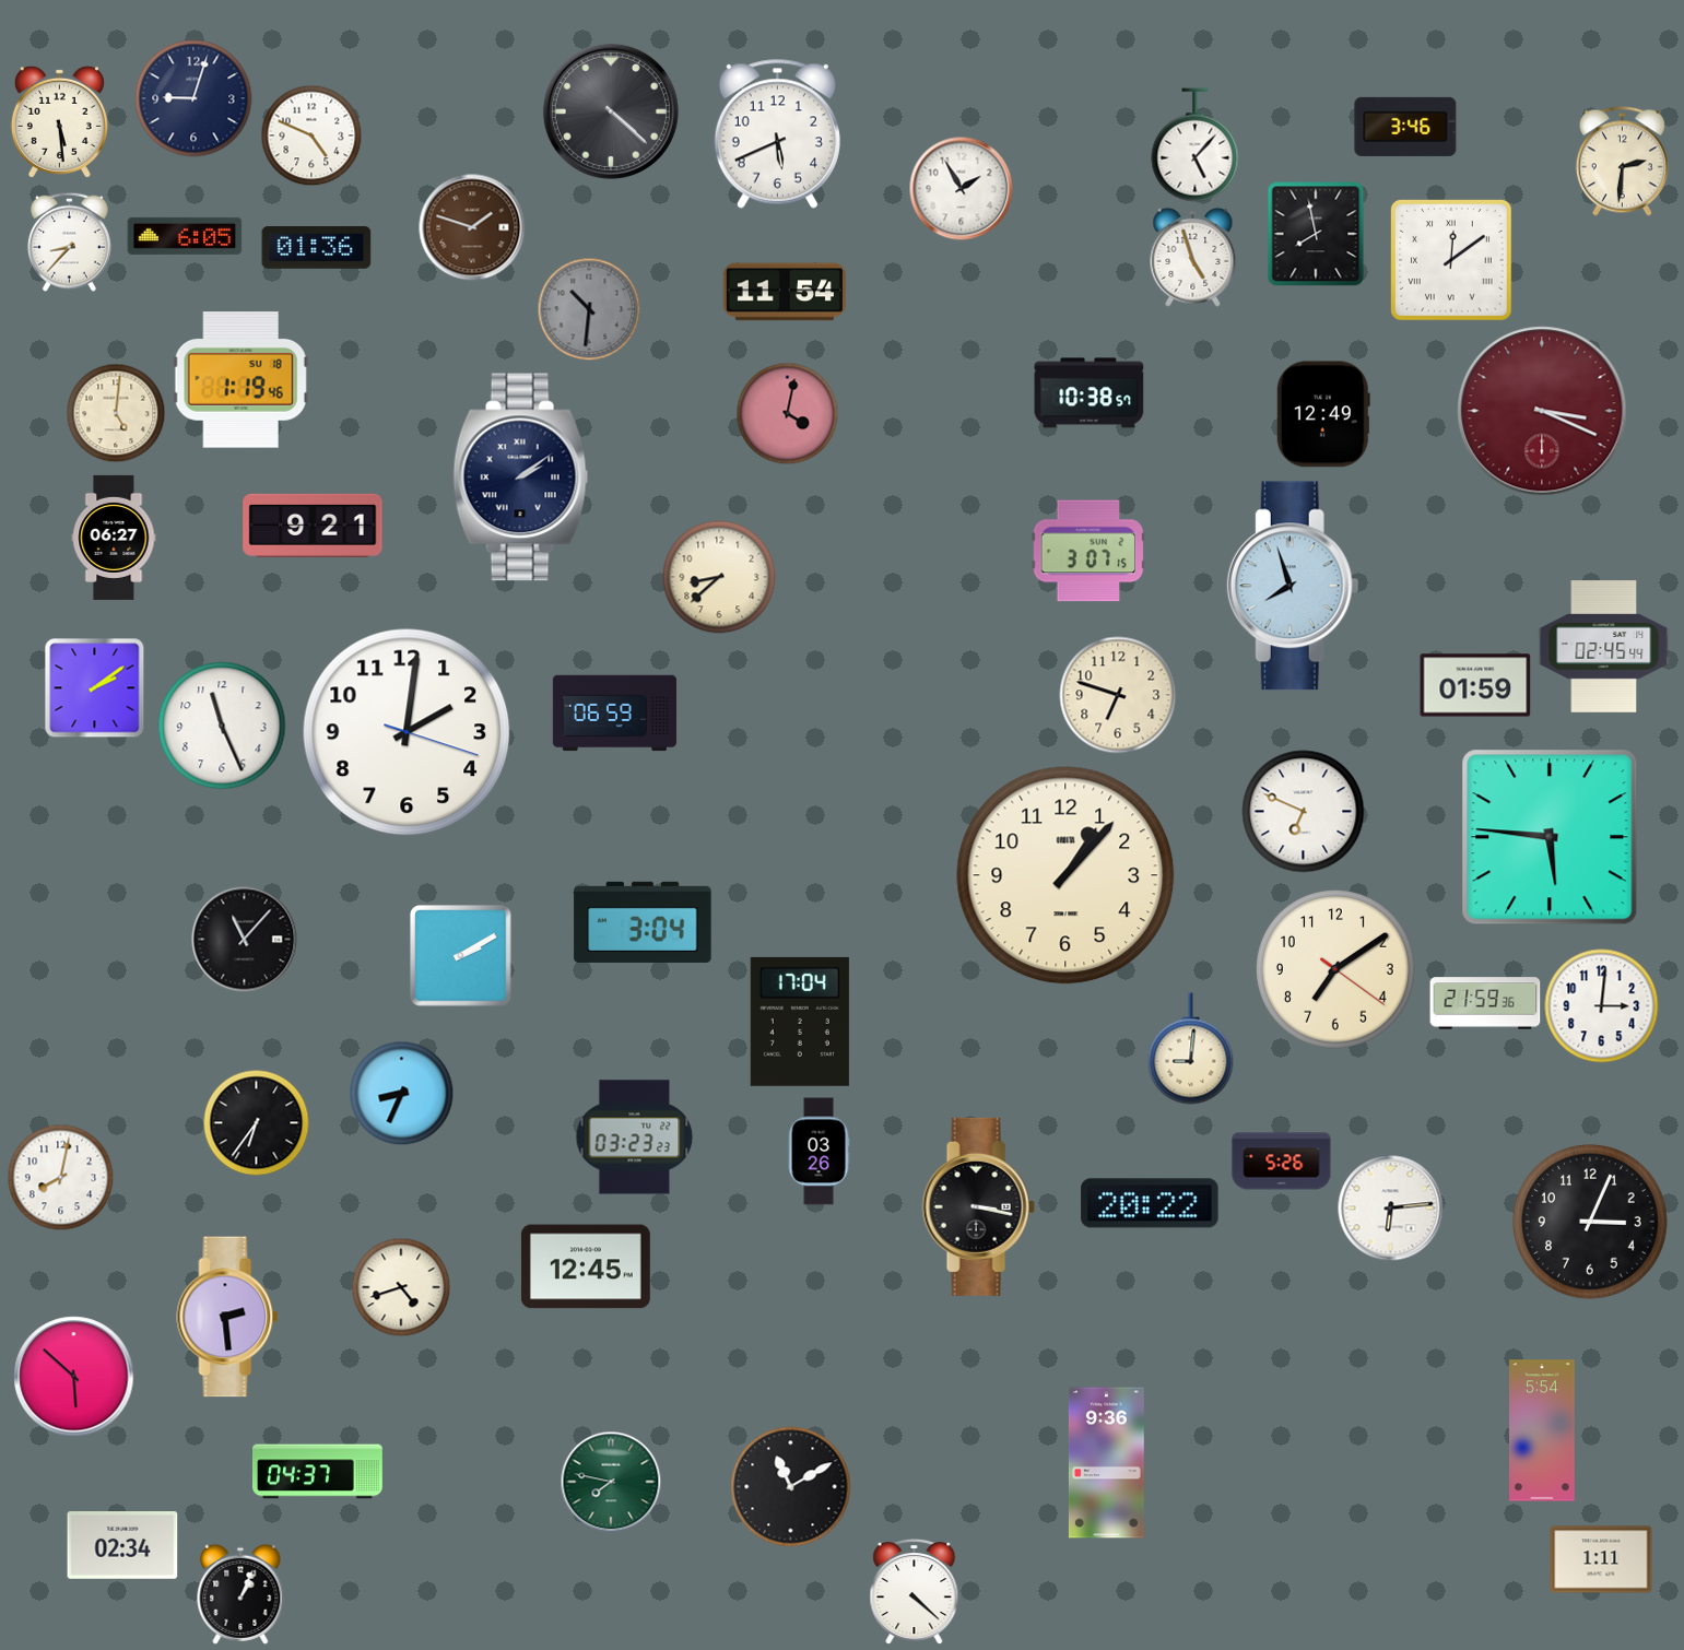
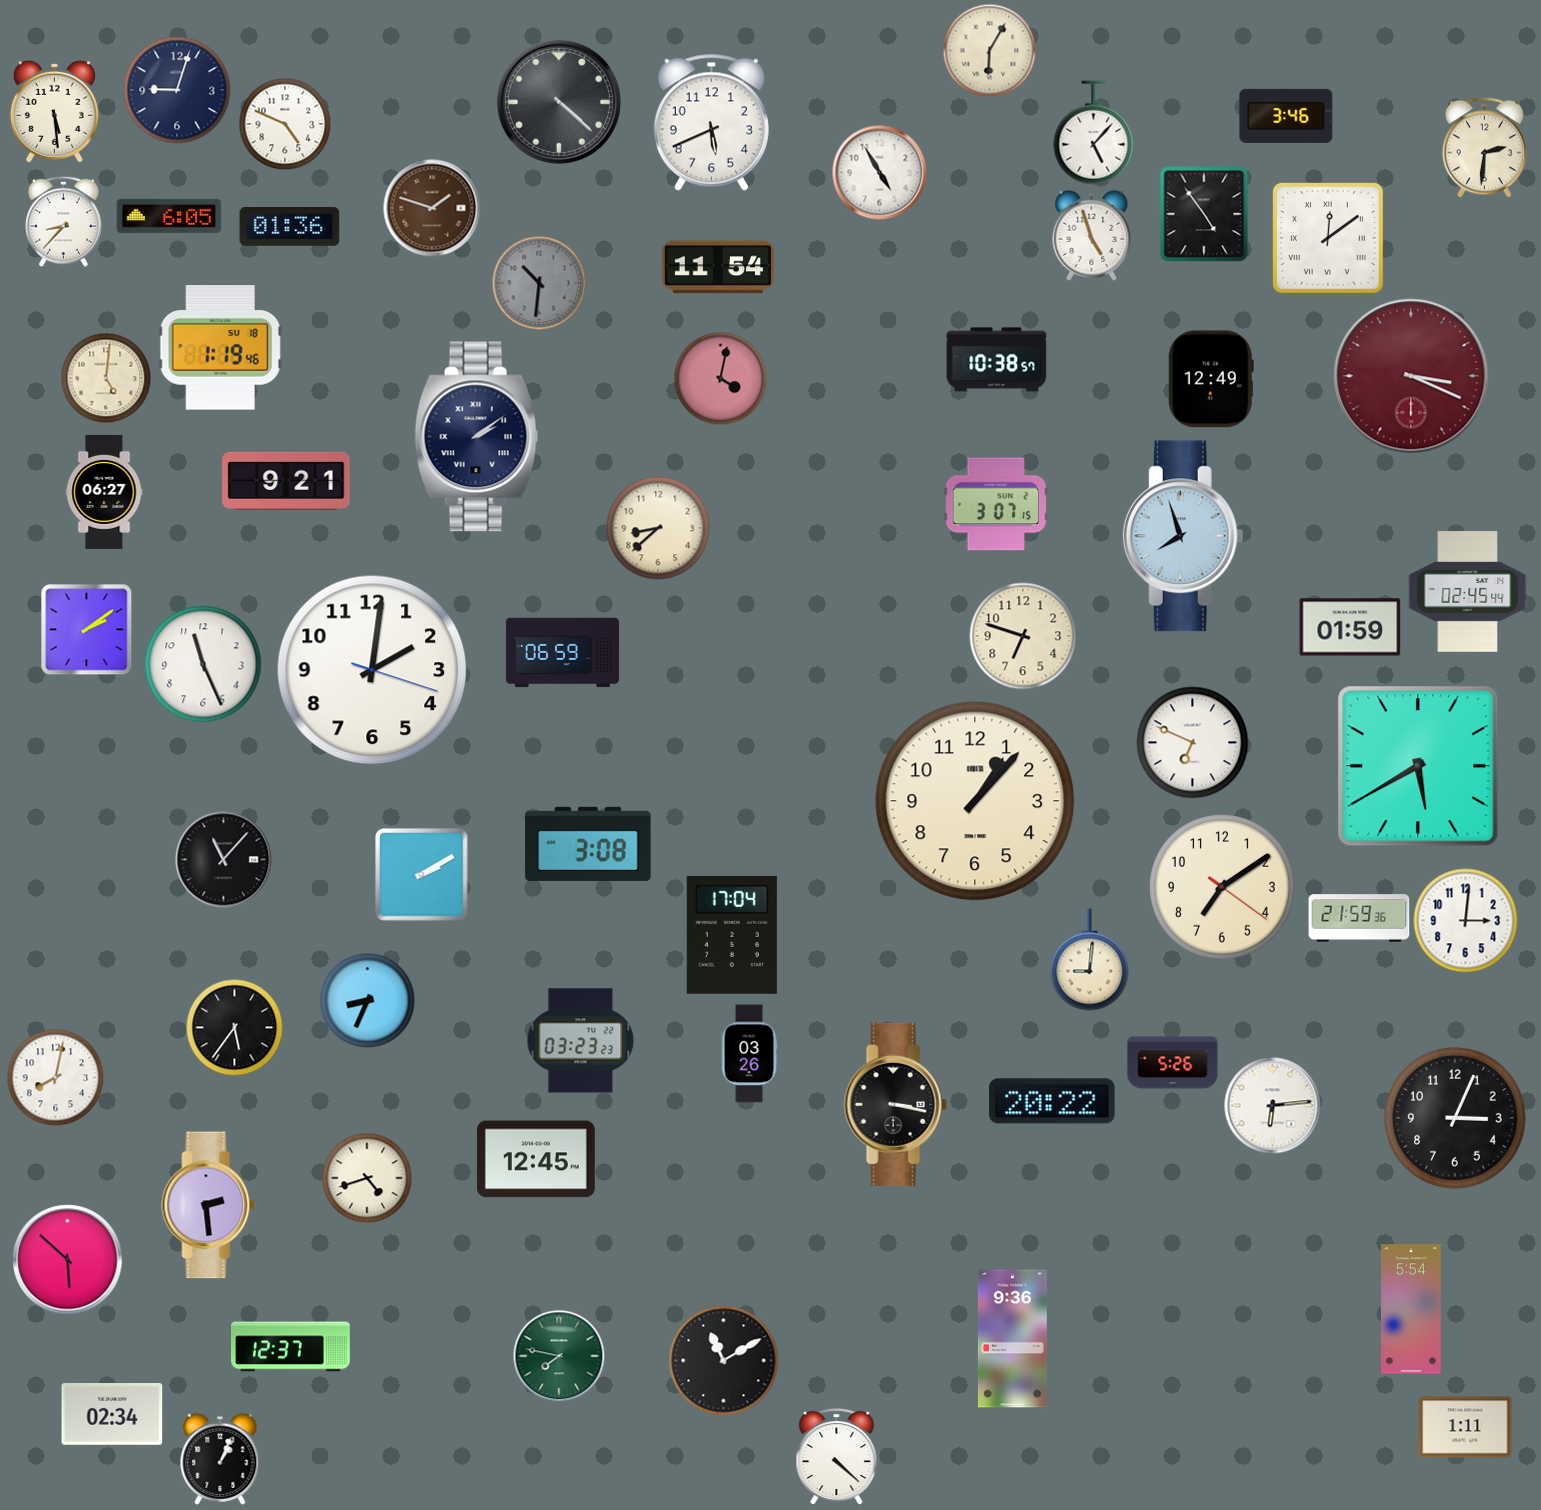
clock at (989, 50): none -> 6:05
clock at (961, 188): 1:55 -> 4:55
clock at (1316, 234): 7:58 -> 4:54
clock at (1550, 837): 5:46 -> 5:40
clock at (643, 922): 3:04 -> 3:08
clock at (256, 1122): 6:36 -> 5:36
clock at (318, 1472): 04:37 -> 12:37
